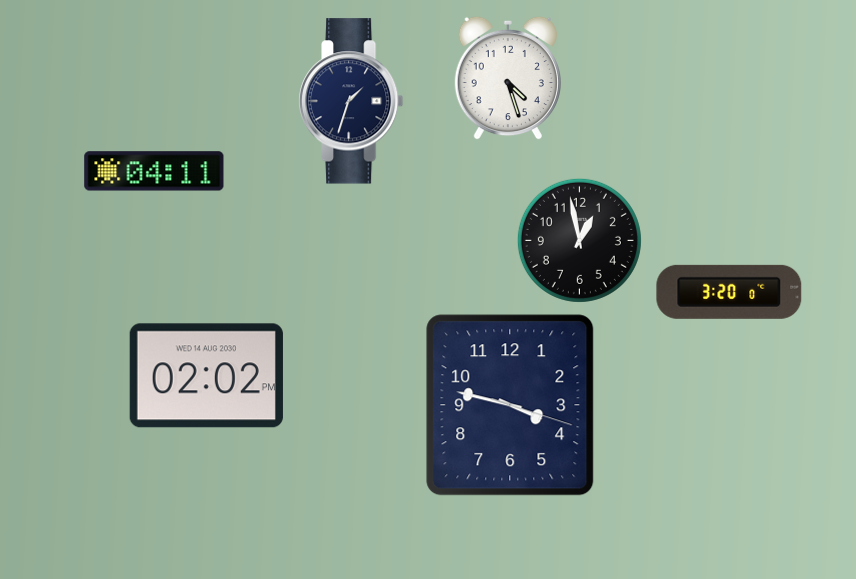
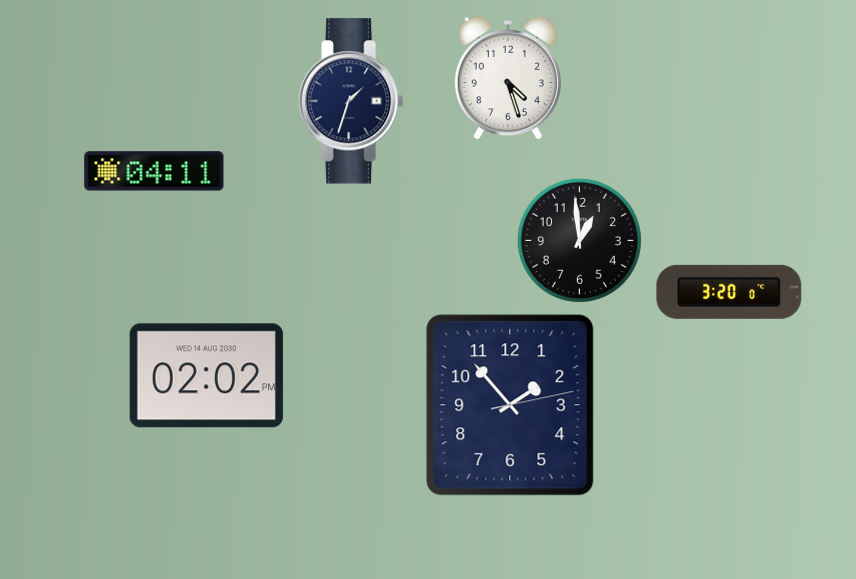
clock at (579, 240): 12:58 -> 12:59
clock at (510, 405): 3:47 -> 1:53
